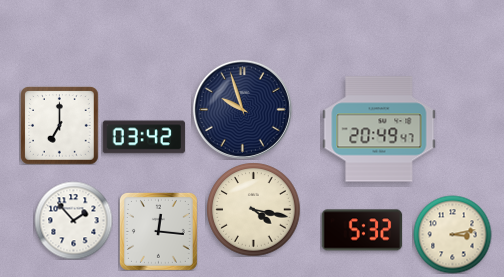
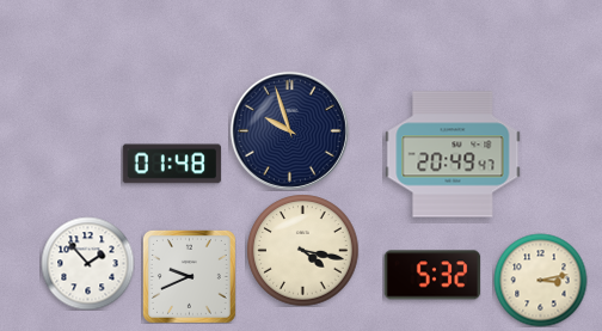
clock at (59, 125): 7:00 -> none
clock at (144, 137): 03:42 -> 01:48
clock at (158, 231): 12:16 -> 9:41
